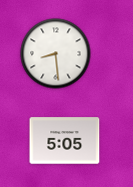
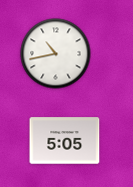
clock at (56, 54): 8:29 -> 10:43
